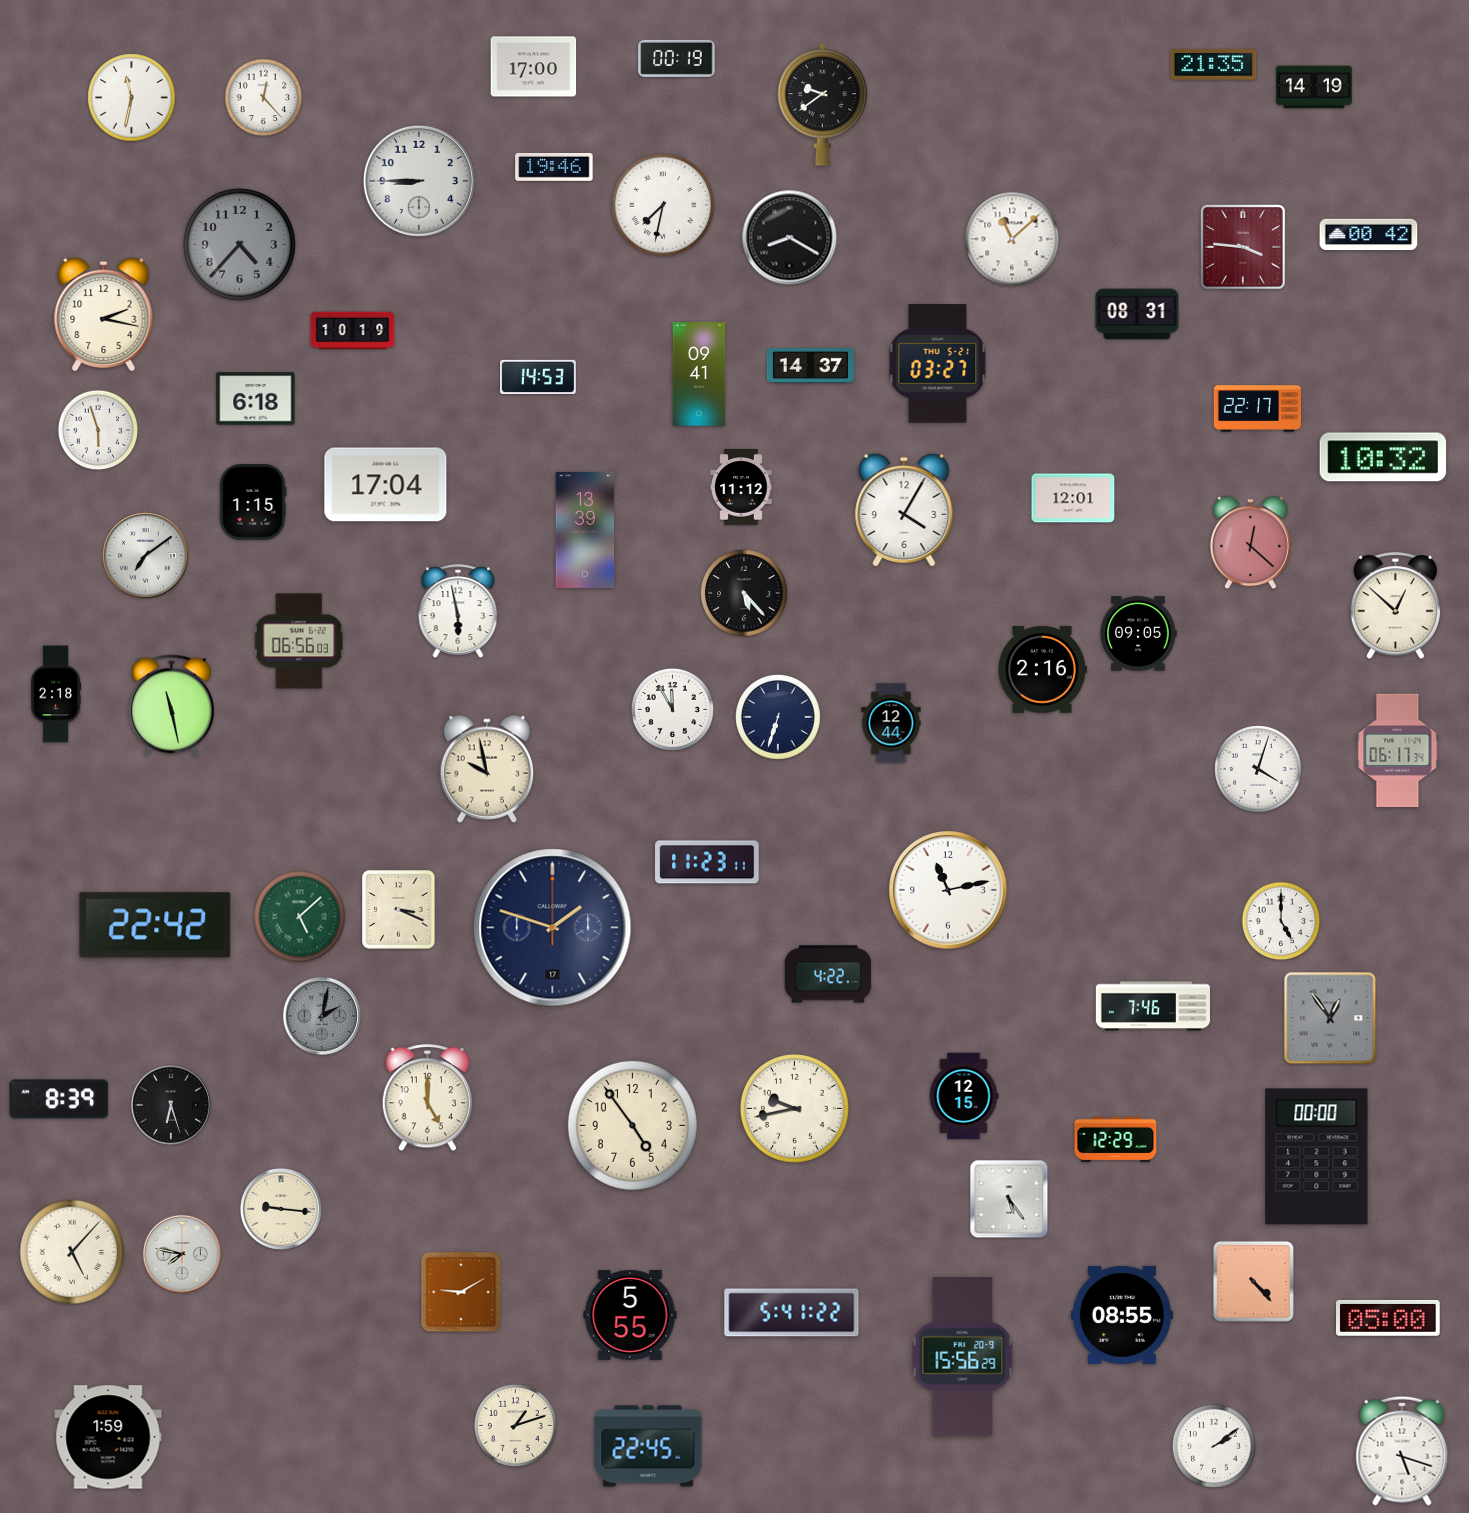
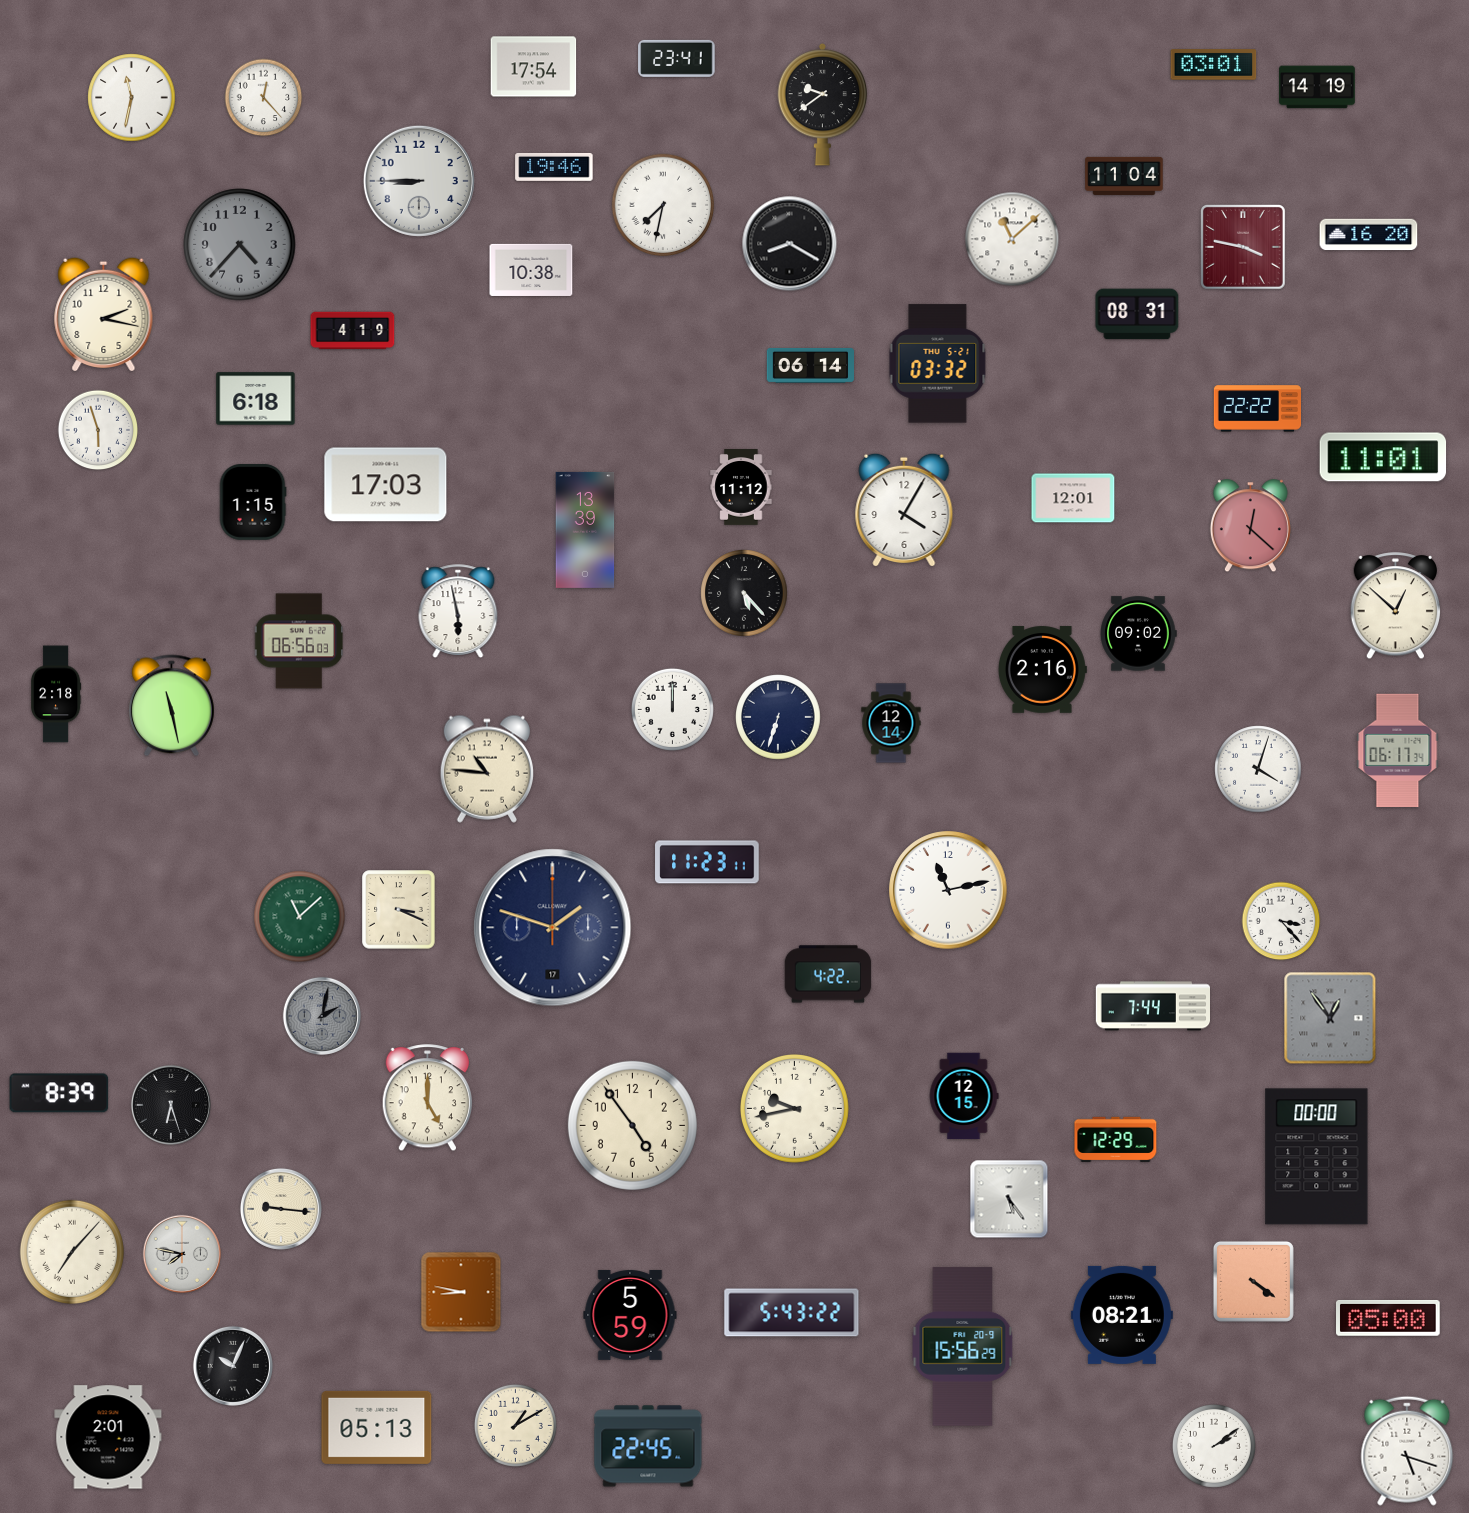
clock at (677, 58): 00:19 -> 23:41
clock at (1214, 65): 21:35 -> 03:01
clock at (534, 67): 17:00 -> 17:54
clock at (1315, 87) position: (1315, 87) -> (1318, 87)
clock at (1124, 176): none -> 11:04
clock at (1369, 235): 00:42 -> 16:20
clock at (790, 238) position: (790, 238) -> (790, 244)
clock at (1244, 248): 3:46 -> 3:47
clock at (531, 270): none -> 10:38
clock at (353, 331): 10:19 -> 4:19
clock at (938, 364): 03:27 -> 03:32
clock at (810, 365): 14:37 -> 06:14
clock at (699, 374): 09:41 -> none
clock at (539, 376): 14:53 -> none
clock at (1257, 409): 22:17 -> 22:22
clock at (1383, 457): 10:32 -> 11:01
clock at (386, 485): 17:04 -> 17:03
clock at (1250, 543) position: (1250, 543) -> (1250, 526)
clock at (146, 556): 7:09 -> none
clock at (1138, 634): 09:05 -> 09:02
clock at (672, 709): 11:55 -> 12:00
clock at (891, 723): 12:44 -> 12:14
clock at (486, 769): 9:58 -> 10:46
clock at (300, 917): 5:08 -> 11:08
clock at (1281, 921): 5:00 -> 3:23
clock at (155, 925): 22:42 -> none
clock at (1152, 1006): 7:46 -> 7:44
clock at (59, 1099) position: (59, 1099) -> (59, 1093)
clock at (72, 1252): 5:07 -> 7:07
clock at (1253, 1281): 4:23 -> 4:21
clock at (461, 1292): 9:10 -> 8:47
clock at (792, 1313): 5:41 -> 5:43
clock at (630, 1315): 5:55 -> 5:59
clock at (1122, 1315): 08:55 -> 08:21
clock at (963, 1357) position: (963, 1357) -> (963, 1347)
clock at (233, 1366): none -> 10:04
clock at (515, 1425): 1:12 -> 1:10
clock at (377, 1427): none -> 05:13
clock at (108, 1437): 1:59 -> 2:01
clock at (1402, 1451) position: (1402, 1451) -> (1407, 1451)
